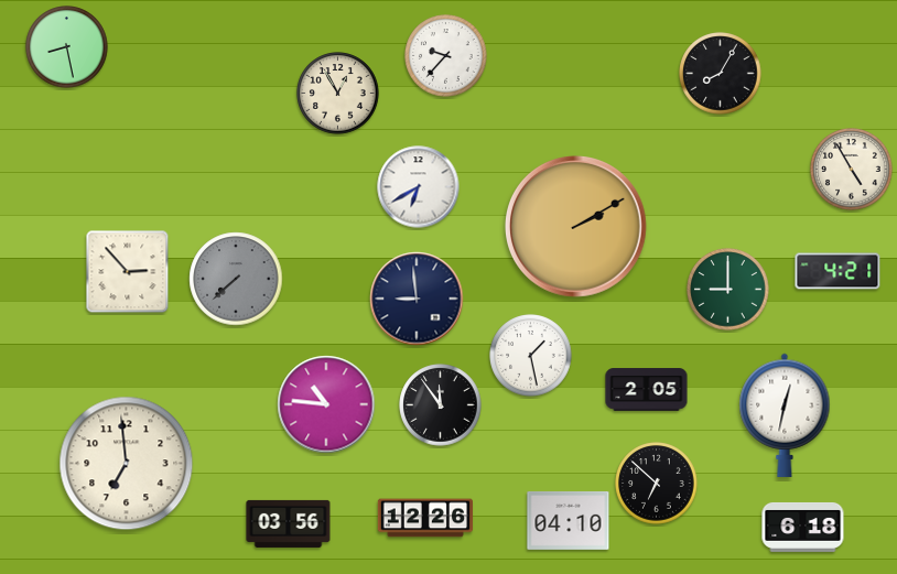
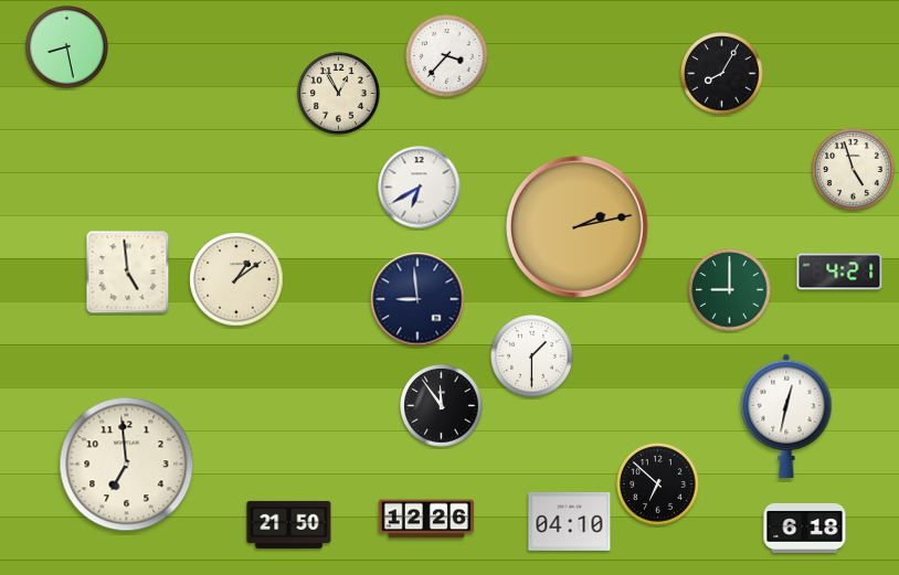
clock at (446, 56): 9:37 -> 3:37
clock at (852, 170): 4:55 -> 4:57
clock at (576, 227): 2:10 -> 2:13
clock at (128, 272): 2:53 -> 4:59
clock at (236, 279): 7:38 -> 1:09
clock at (236, 279) dial: grey -> cream
clock at (531, 356): 1:28 -> 1:30
clock at (647, 390): 2:05 -> none
clock at (326, 404): 10:46 -> none
clock at (289, 523): 03:56 -> 21:50
